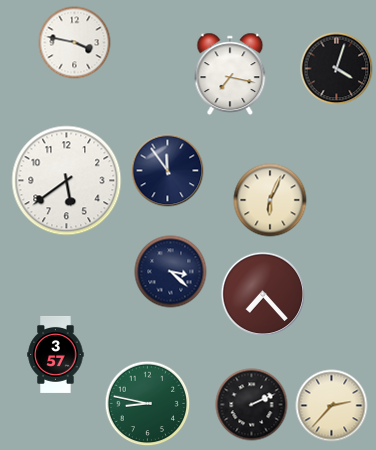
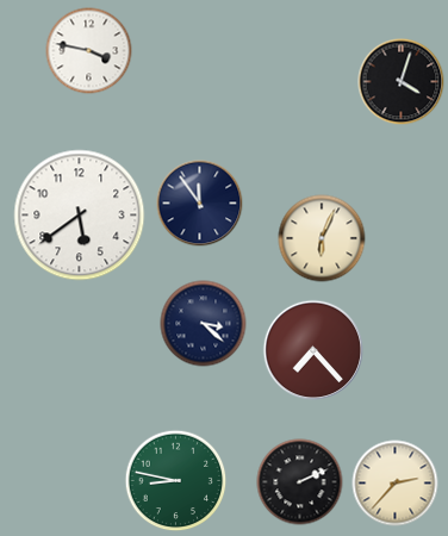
clock at (230, 73): 7:17 -> none
clock at (56, 354): 3:57 -> none
